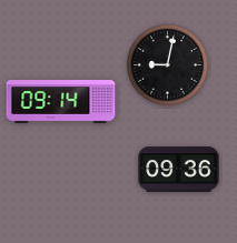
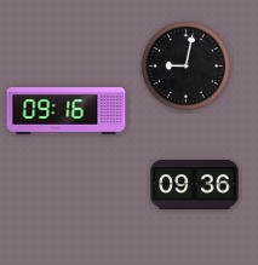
clock at (167, 64) position: (167, 64) -> (185, 65)
clock at (61, 102): 09:14 -> 09:16
